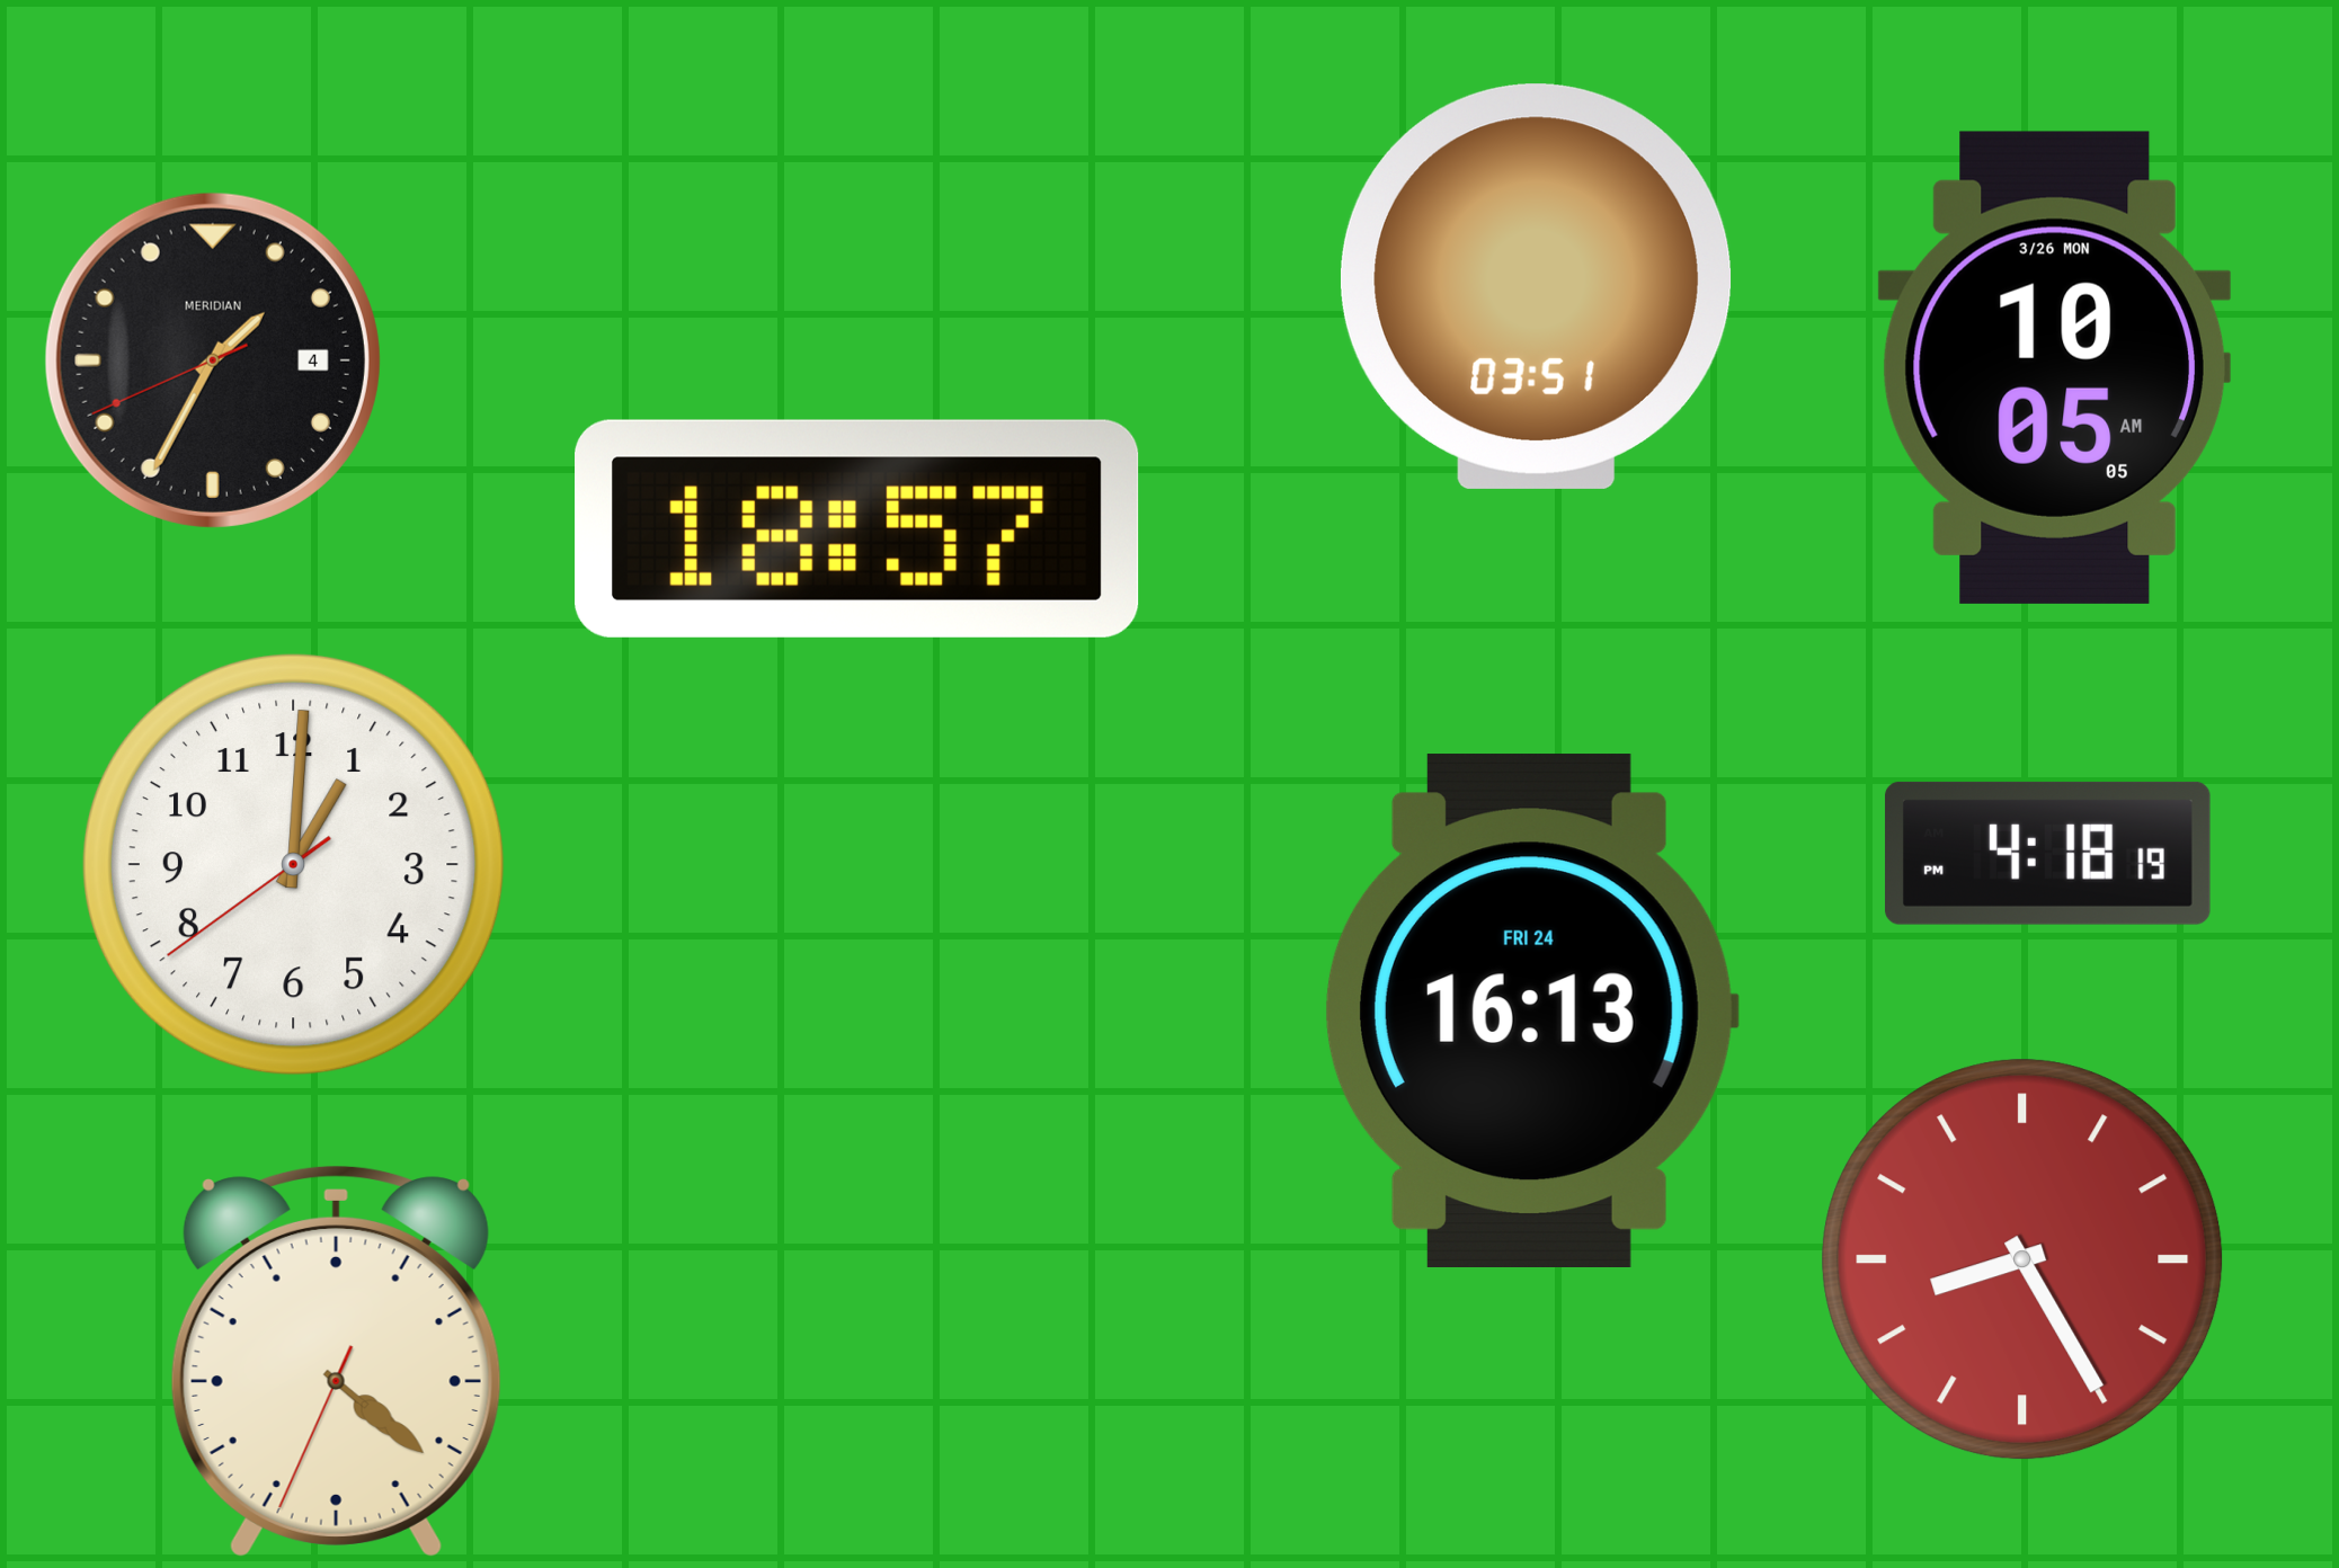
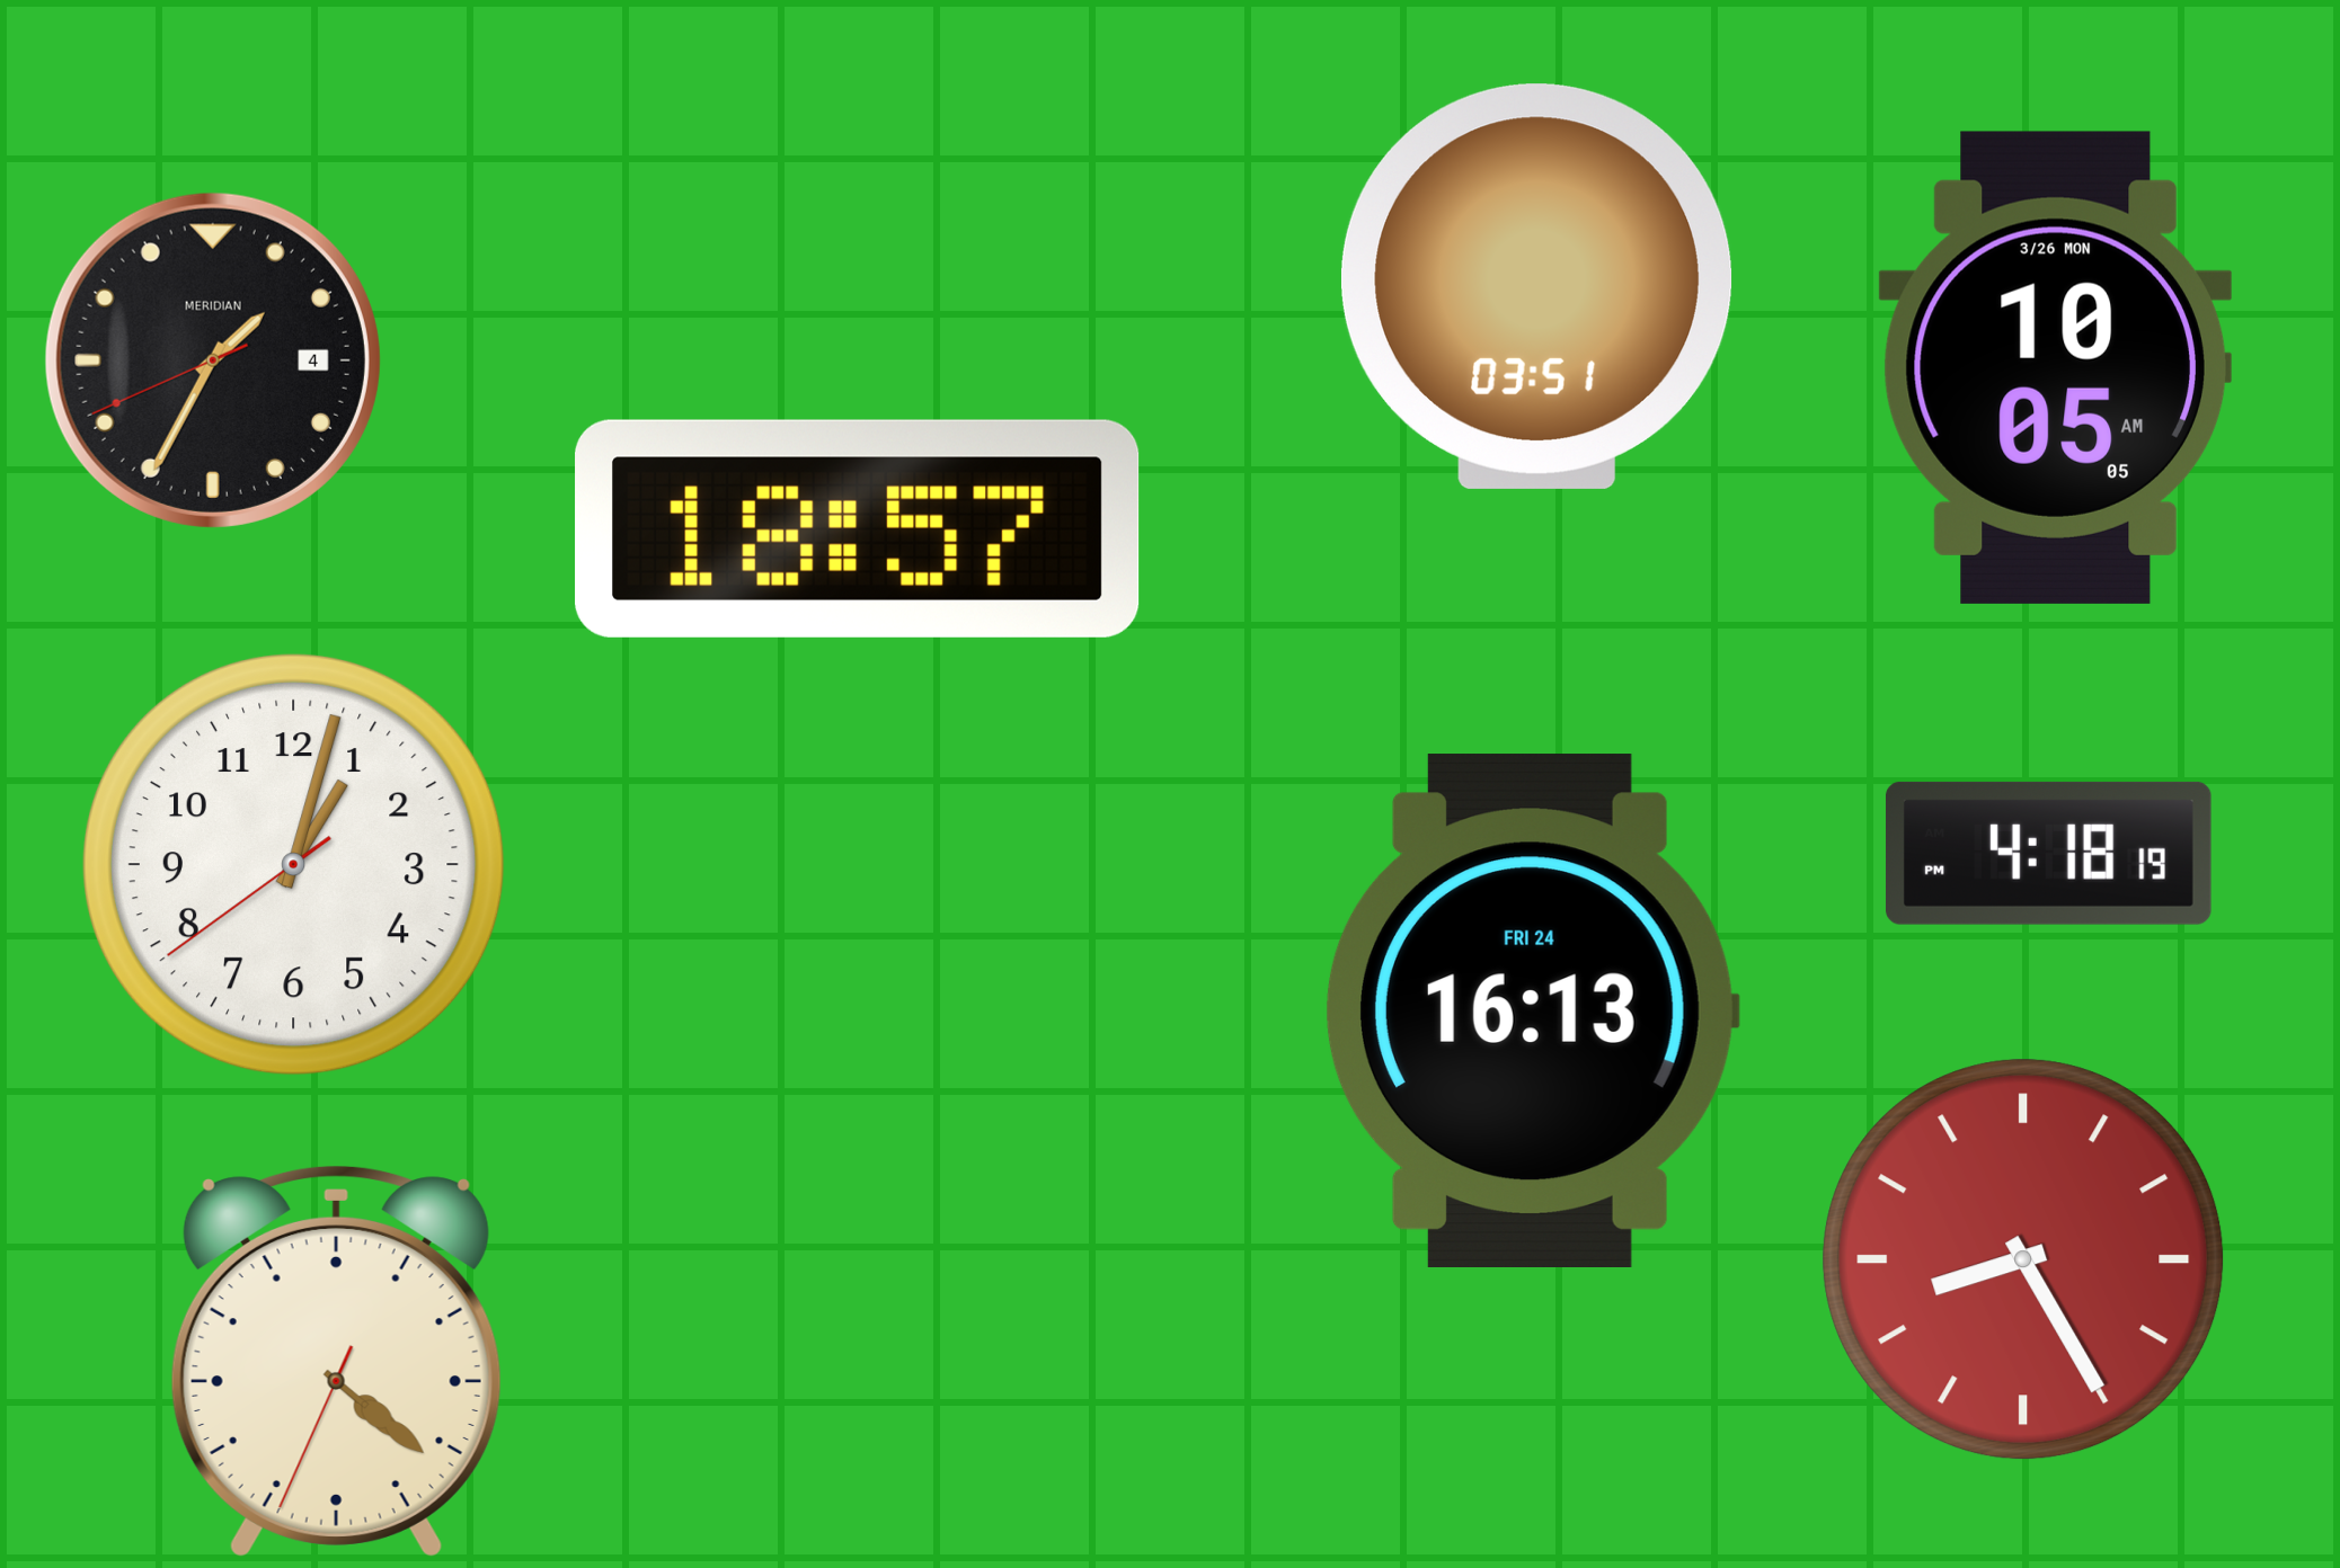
clock at (293, 864): 1:00 -> 1:02
